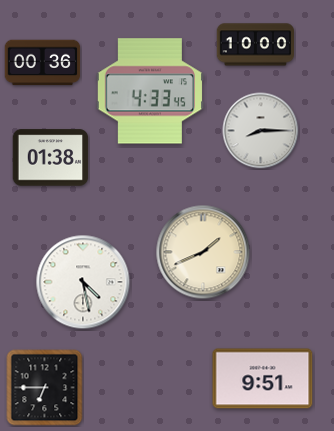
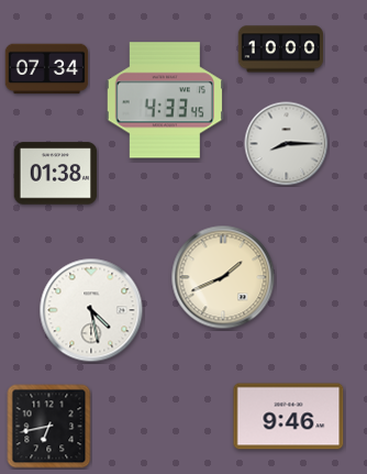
clock at (43, 63): 00:36 -> 07:34
clock at (263, 379): 9:51 -> 9:46
clock at (45, 388): 6:45 -> 6:43
